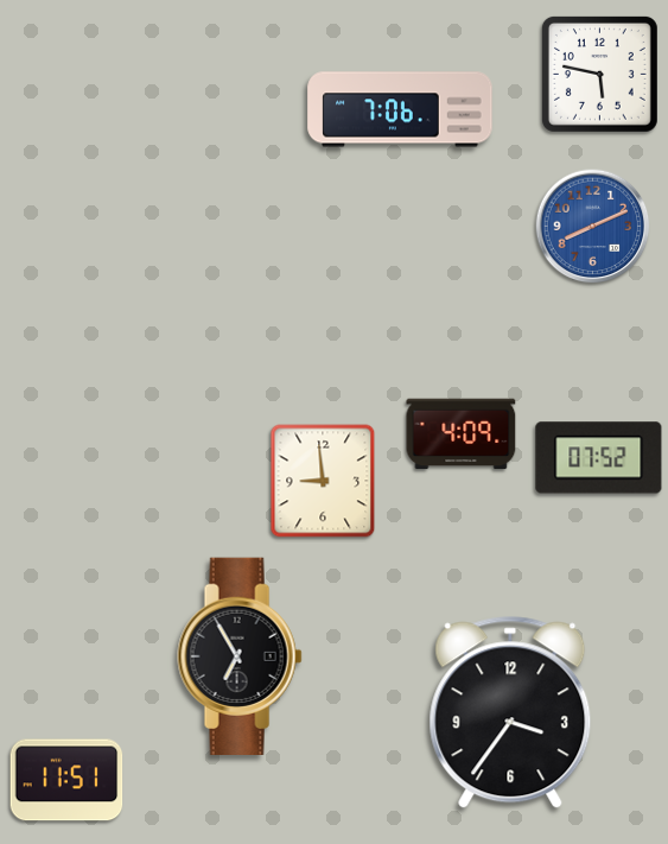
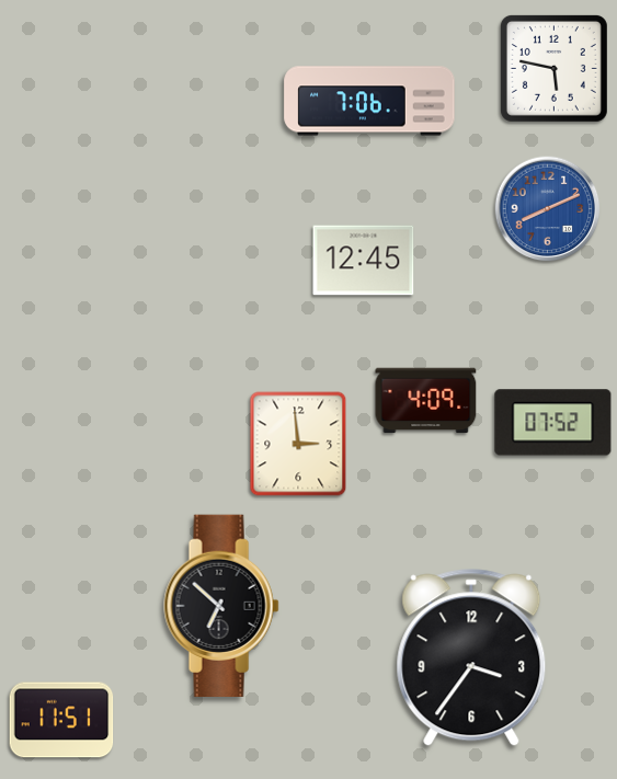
clock at (364, 261): none -> 12:45
clock at (323, 481): 8:59 -> 2:59
clock at (240, 655): 6:55 -> 6:52
